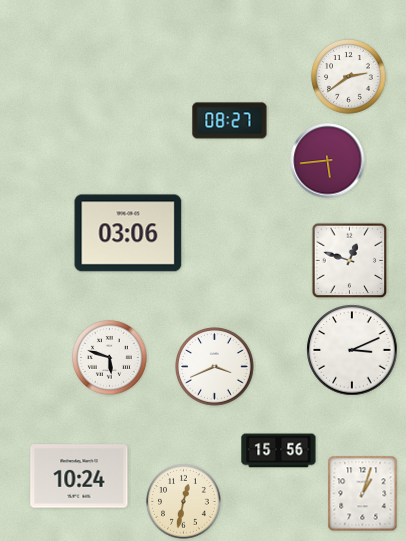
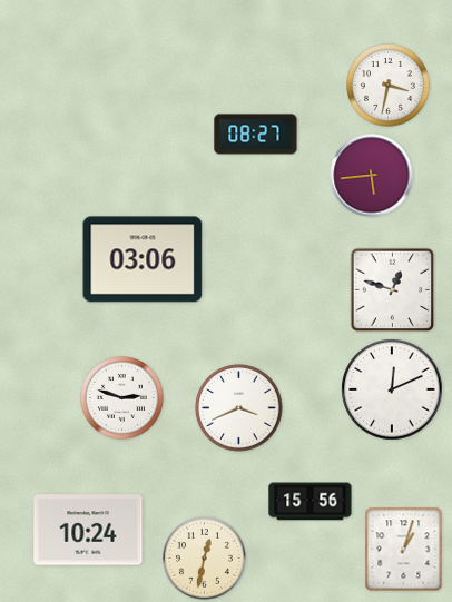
clock at (349, 77): 2:39 -> 3:32
clock at (328, 161) position: (328, 161) -> (372, 176)
clock at (350, 261) position: (350, 261) -> (393, 290)
clock at (352, 350): 3:11 -> 12:11
clock at (110, 358): 5:48 -> 2:48
